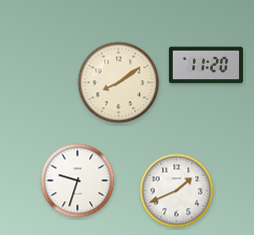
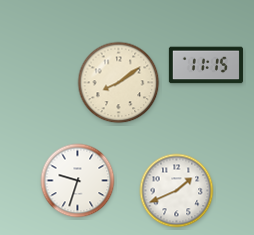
clock at (206, 65): 11:20 -> 11:15
